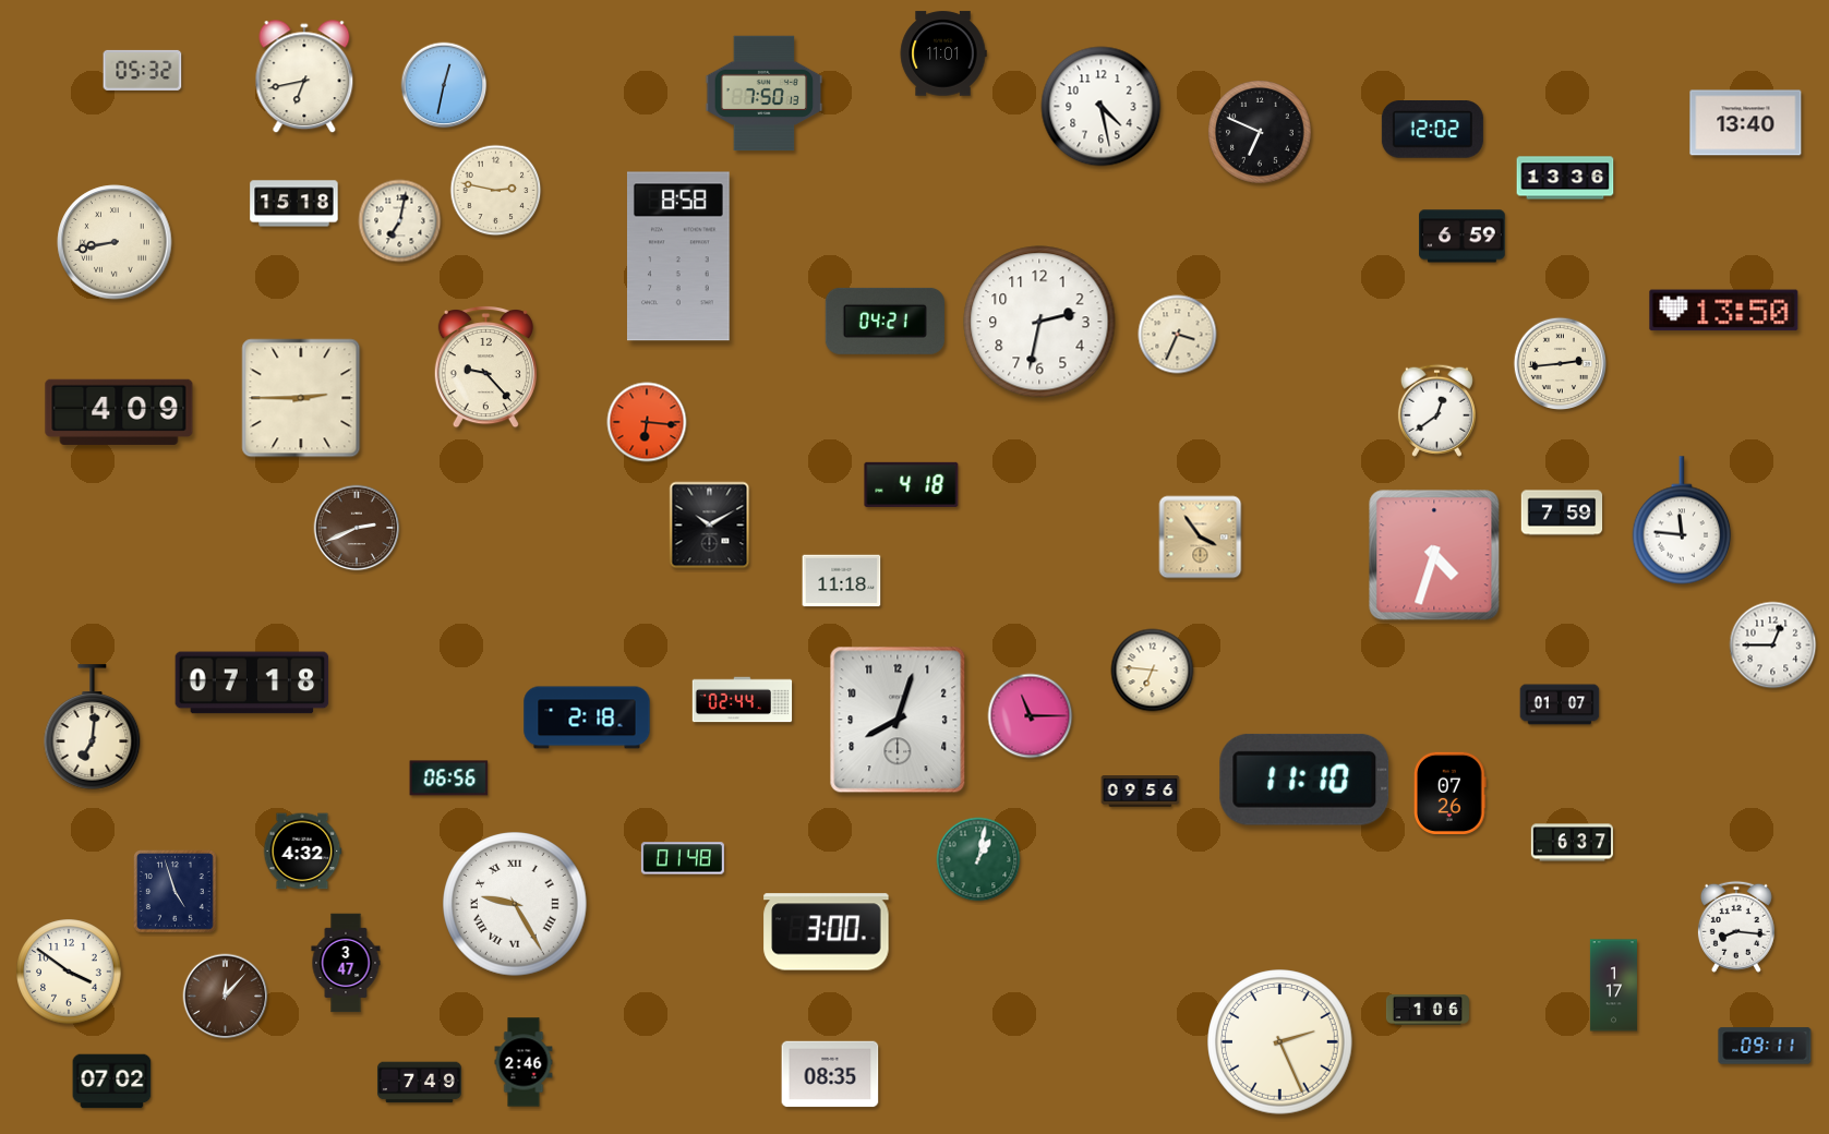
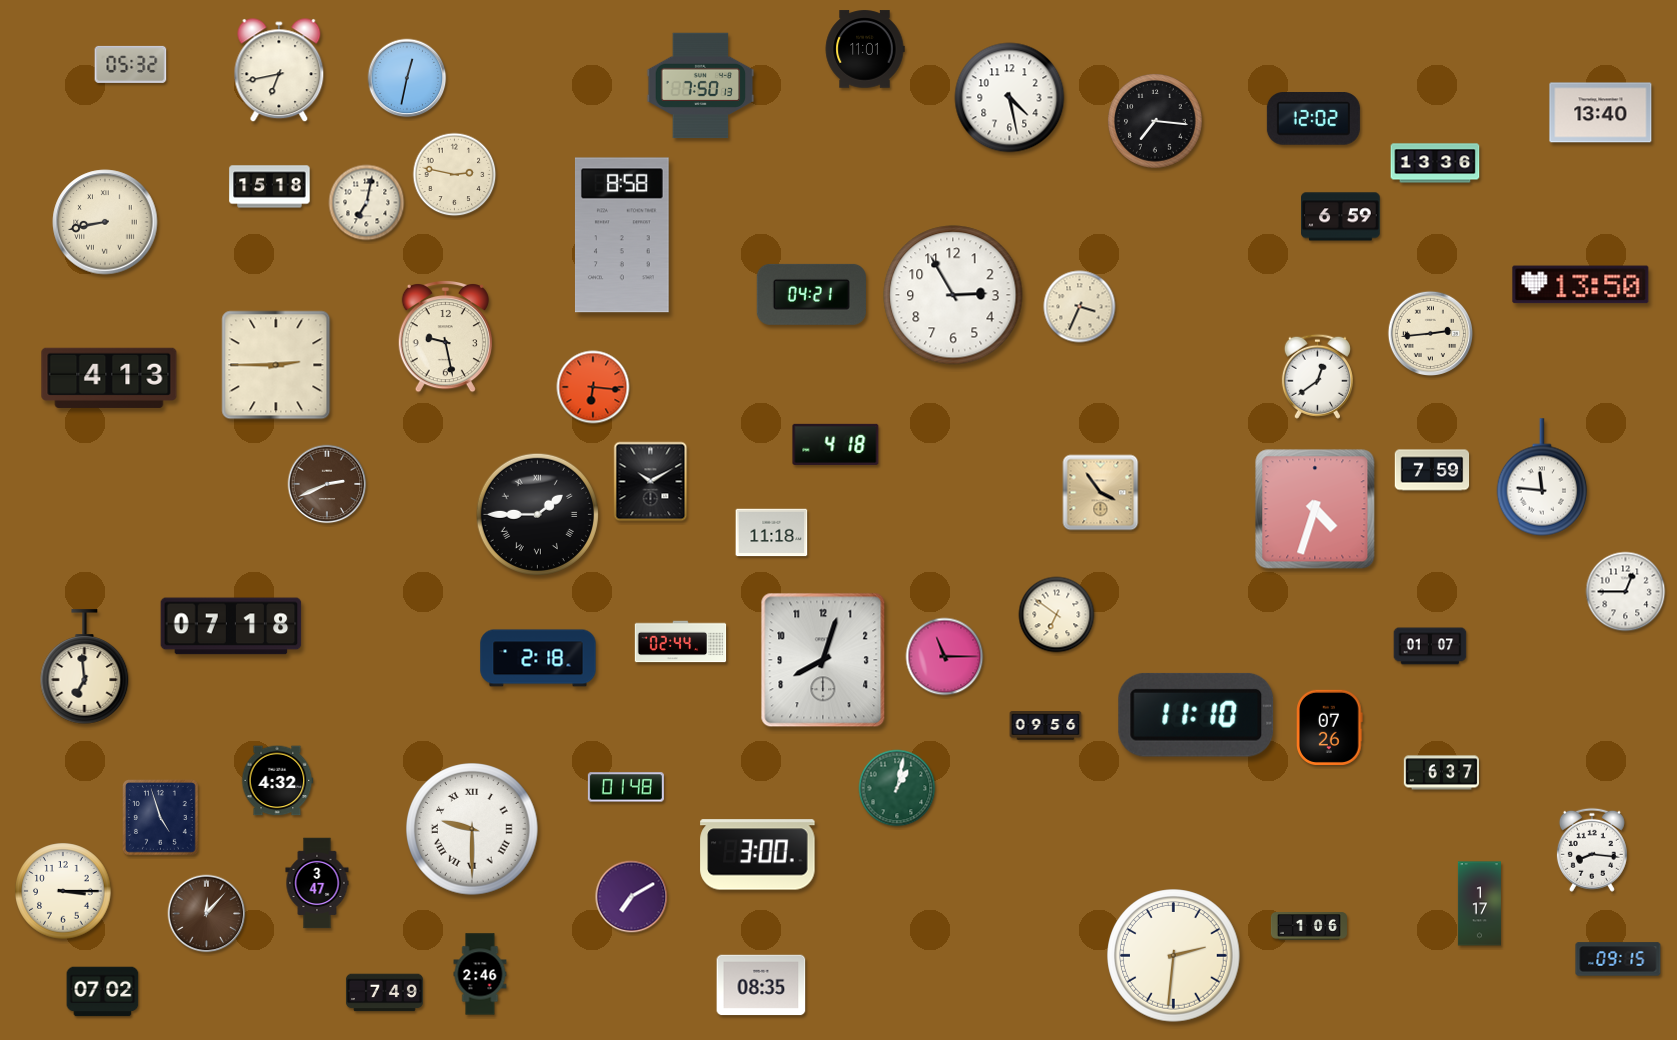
clock at (1261, 133): 6:49 -> 7:16
clock at (1039, 322): 2:32 -> 2:55
clock at (485, 367): 9:23 -> 9:28
clock at (119, 412): 4:09 -> 4:13
clock at (537, 514): none -> 1:45
clock at (1153, 671): 6:46 -> 6:51
clock at (93, 727): 7:01 -> 6:59
clock at (449, 779): 06:56 -> none
clock at (516, 905): 9:25 -> 9:30
clock at (69, 972): 3:51 -> 3:15
clock at (632, 897): none -> 7:10
clock at (1280, 1042): 2:26 -> 2:31
clock at (1765, 1046): 09:11 -> 09:15
